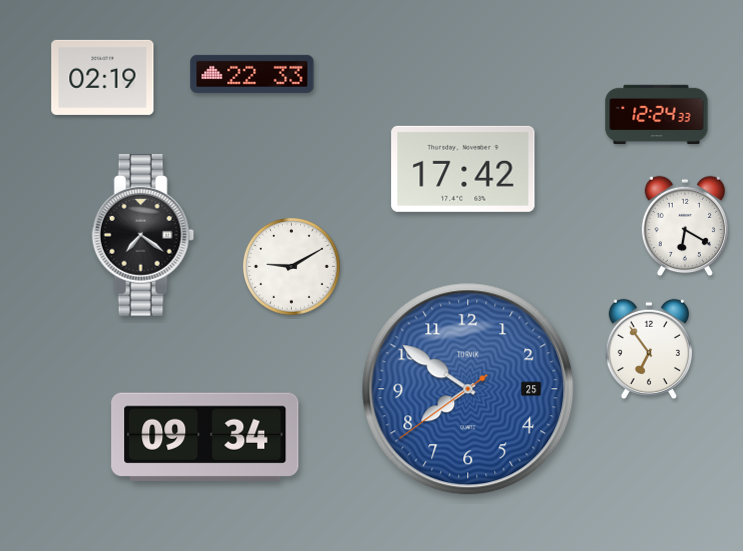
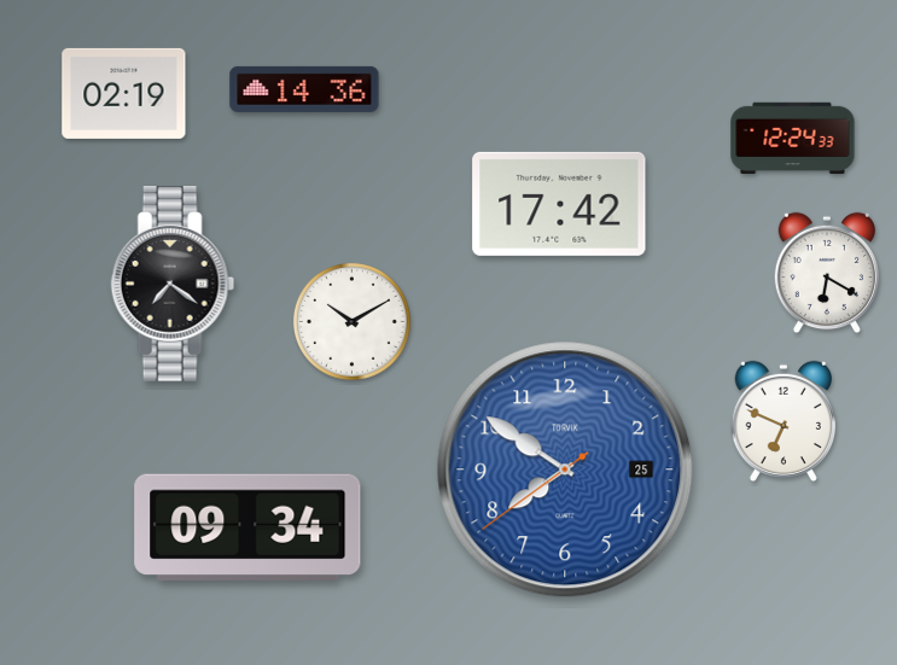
clock at (252, 74): 22:33 -> 14:36
clock at (291, 266): 9:10 -> 10:10
clock at (648, 349): 6:54 -> 6:49
